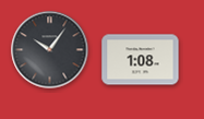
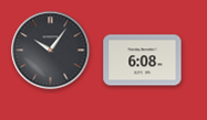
clock at (141, 60): 1:08 -> 6:08
